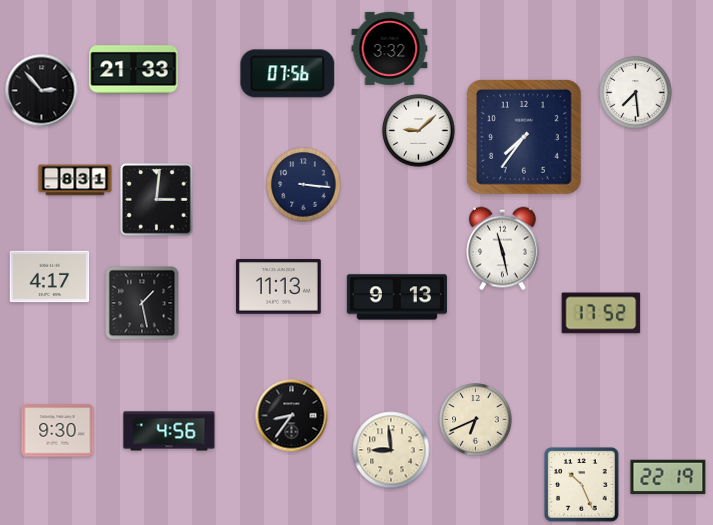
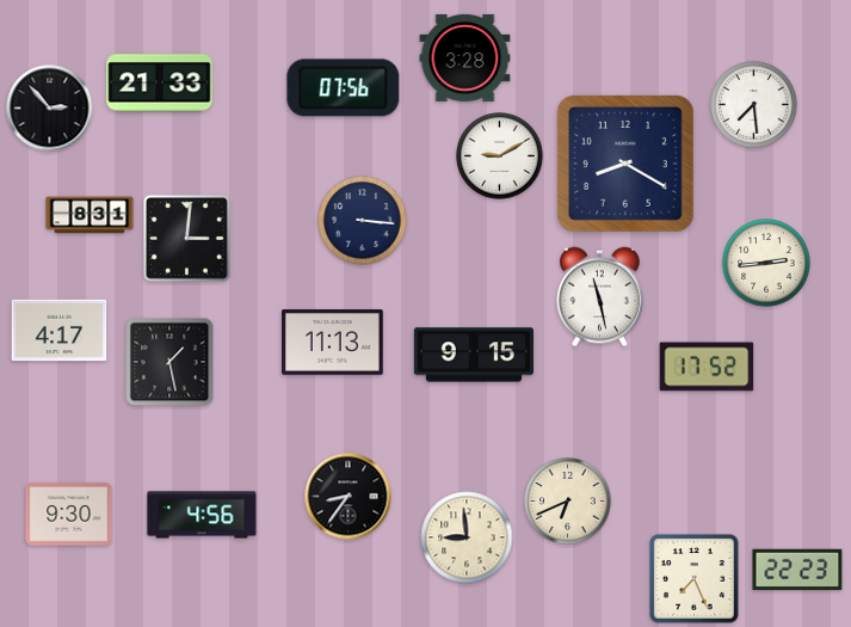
clock at (390, 48): 3:32 -> 3:28
clock at (636, 93) position: (636, 93) -> (754, 105)
clock at (419, 131): 9:08 -> 9:10
clock at (525, 138): 7:36 -> 8:20
clock at (766, 263): none -> 2:44
clock at (397, 297): 9:13 -> 9:15
clock at (601, 313) position: (601, 313) -> (707, 367)
clock at (668, 477): 22:19 -> 22:23
clock at (582, 485): 10:26 -> 7:26
